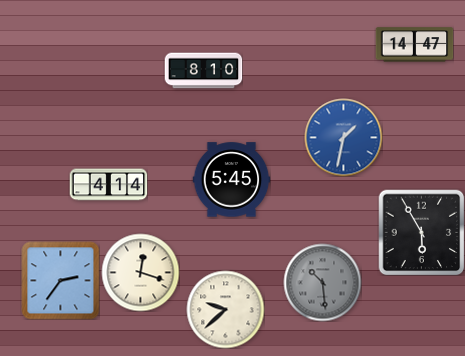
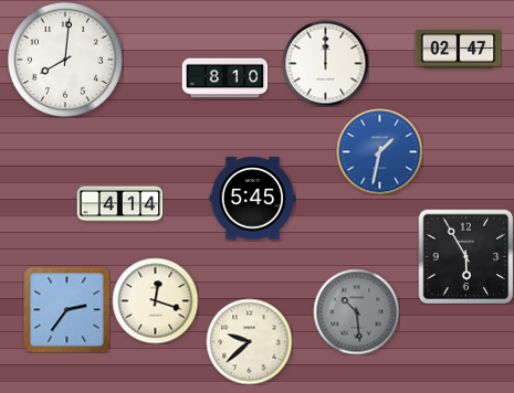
clock at (414, 45): 14:47 -> 02:47
clock at (65, 60): none -> 8:01
clock at (325, 63): none -> 12:00
clock at (231, 180) position: (231, 180) -> (252, 199)
